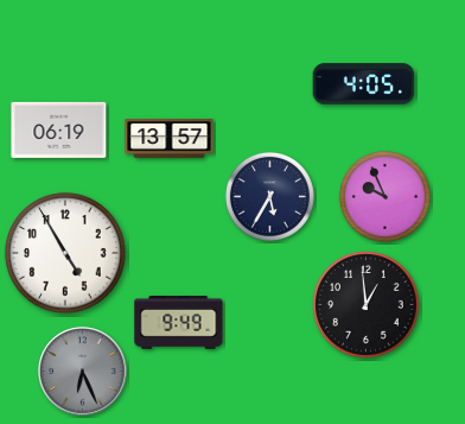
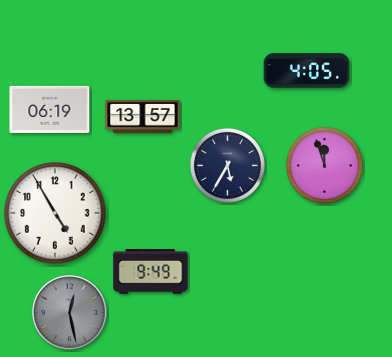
clock at (384, 196): 9:56 -> 11:57
clock at (367, 305): 12:59 -> none
clock at (83, 372): 6:26 -> 12:28
